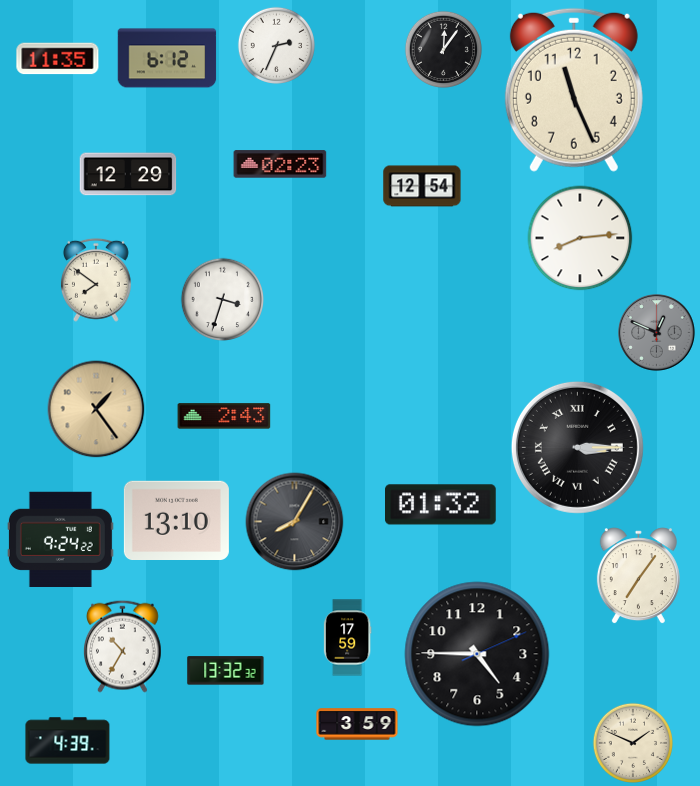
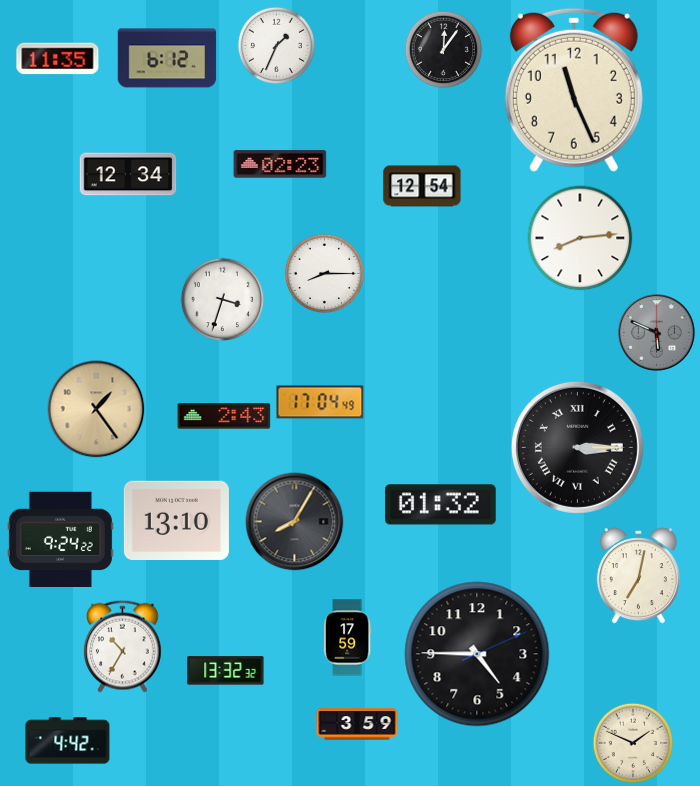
clock at (276, 45): 2:34 -> 1:34
clock at (128, 174): 12:29 -> 12:34
clock at (324, 273): none -> 8:15
clock at (96, 280): 7:51 -> none
clock at (657, 333): 12:49 -> 5:49
clock at (320, 402): none -> 17:04
clock at (638, 576): 7:06 -> 7:02
clock at (68, 741): 4:39 -> 4:42
